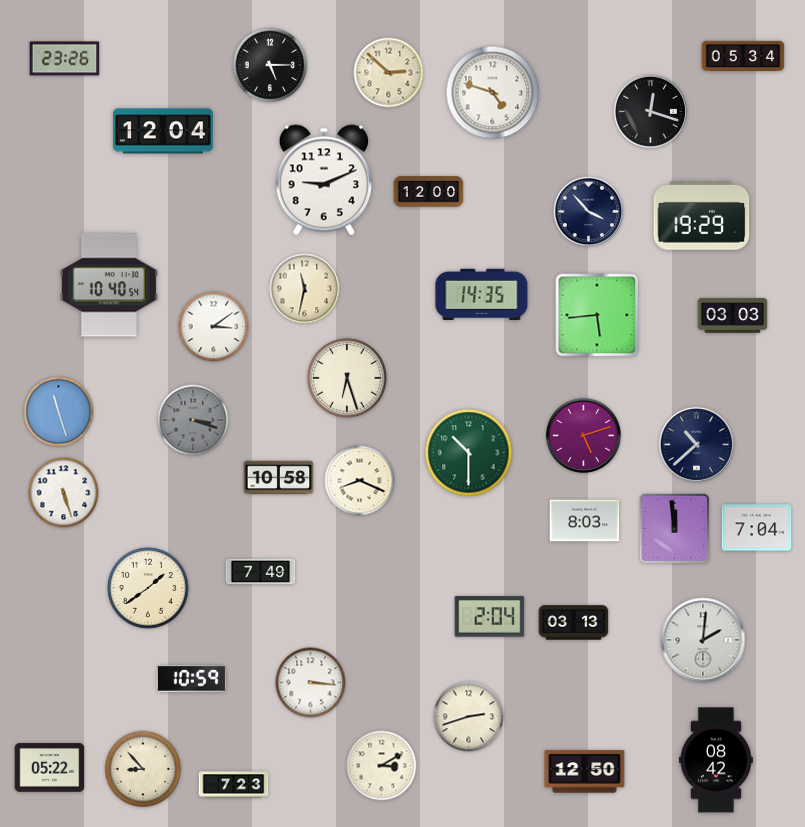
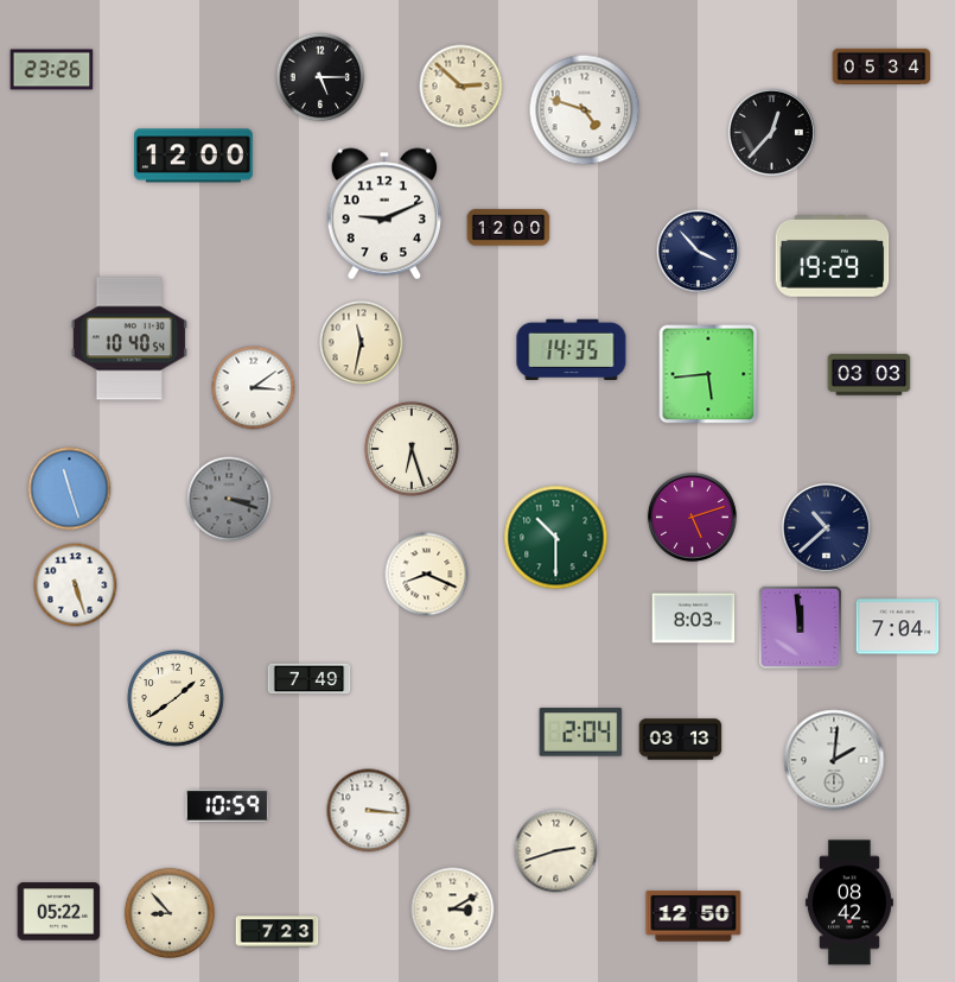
clock at (65, 59) position: (65, 59) -> (52, 70)
clock at (650, 111): 12:18 -> 12:37
clock at (164, 131): 12:04 -> 12:00
clock at (279, 478): 10:58 -> none
clock at (360, 481) position: (360, 481) -> (427, 575)
